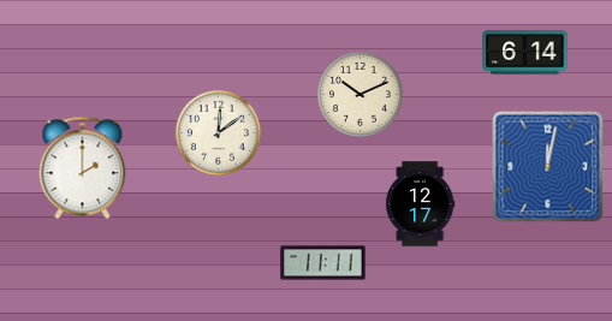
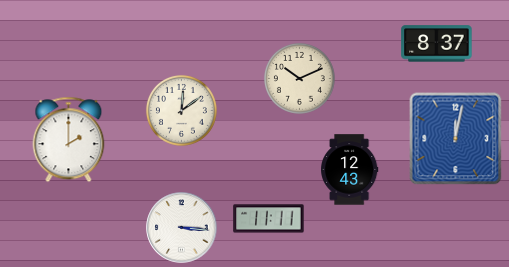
clock at (525, 53): 6:14 -> 8:37
clock at (421, 204): 12:17 -> 12:43
clock at (182, 228): none -> 3:16
